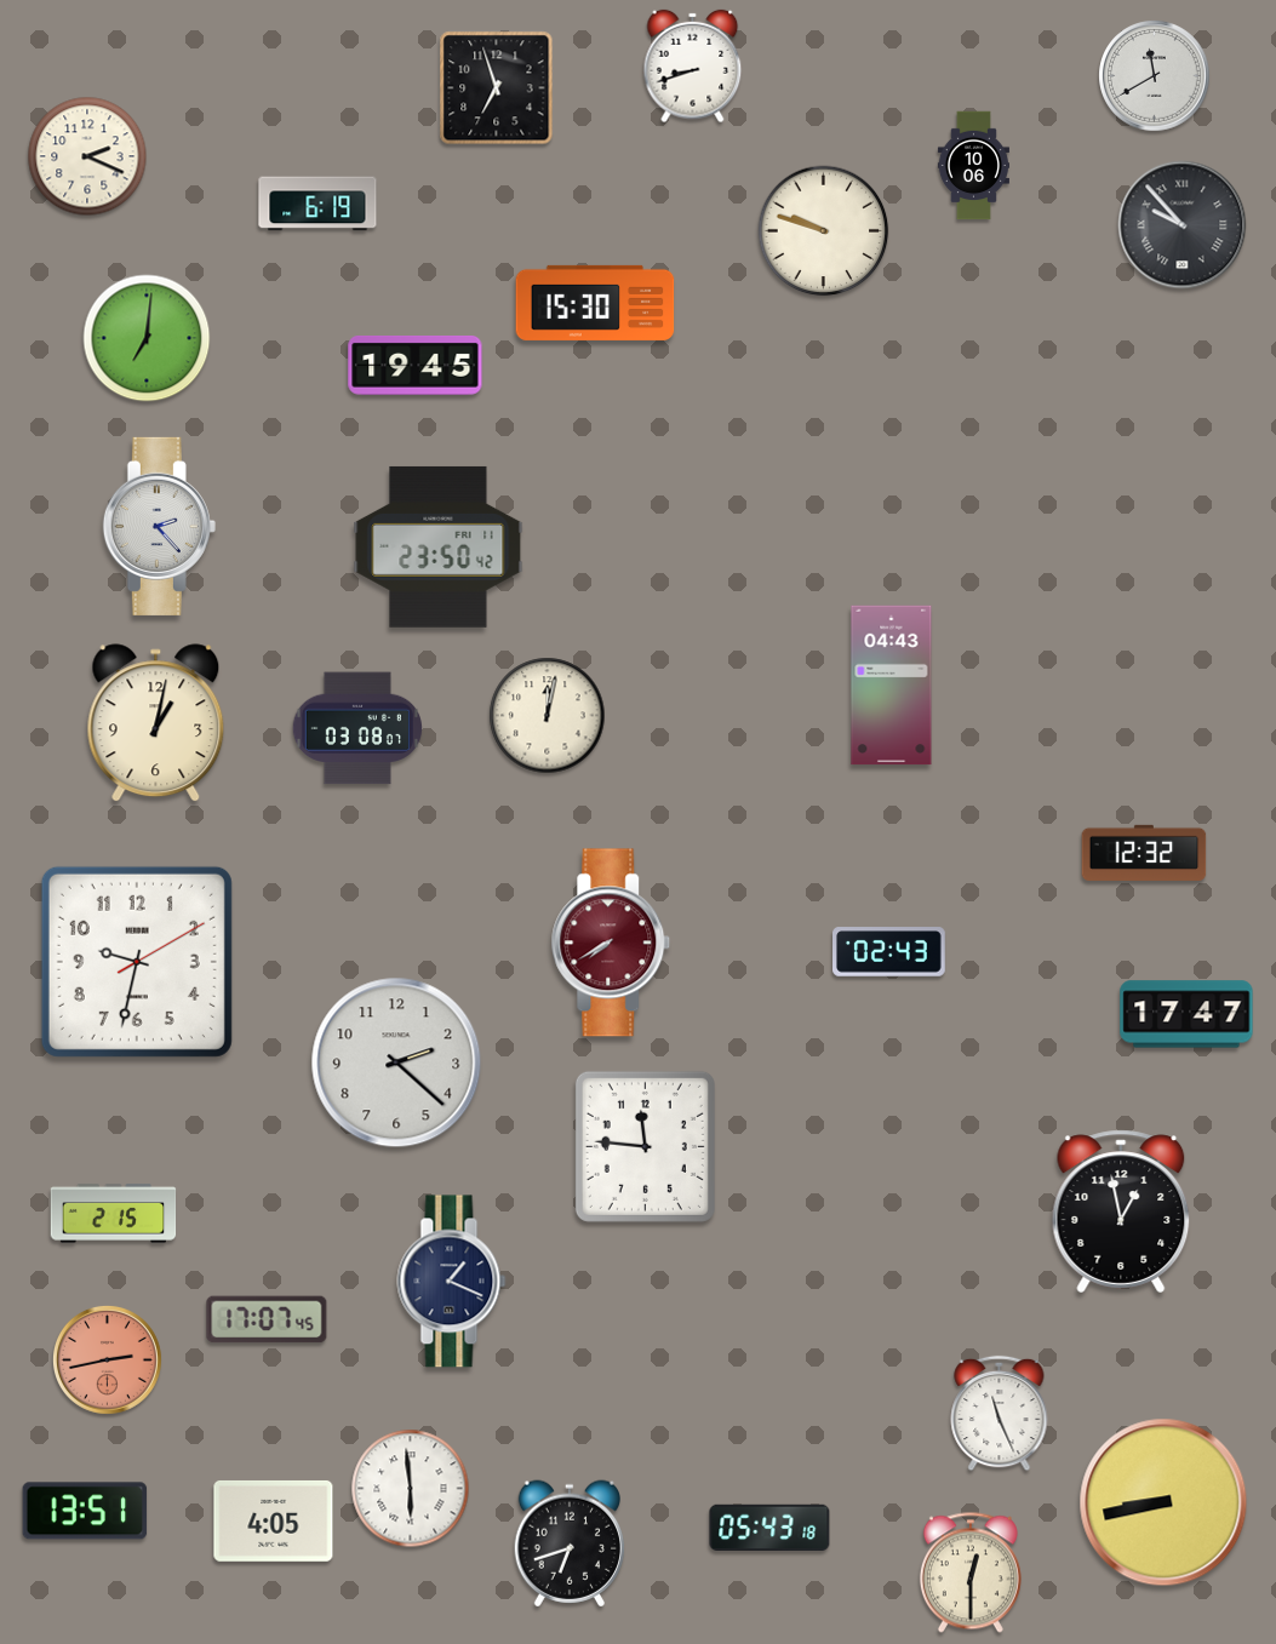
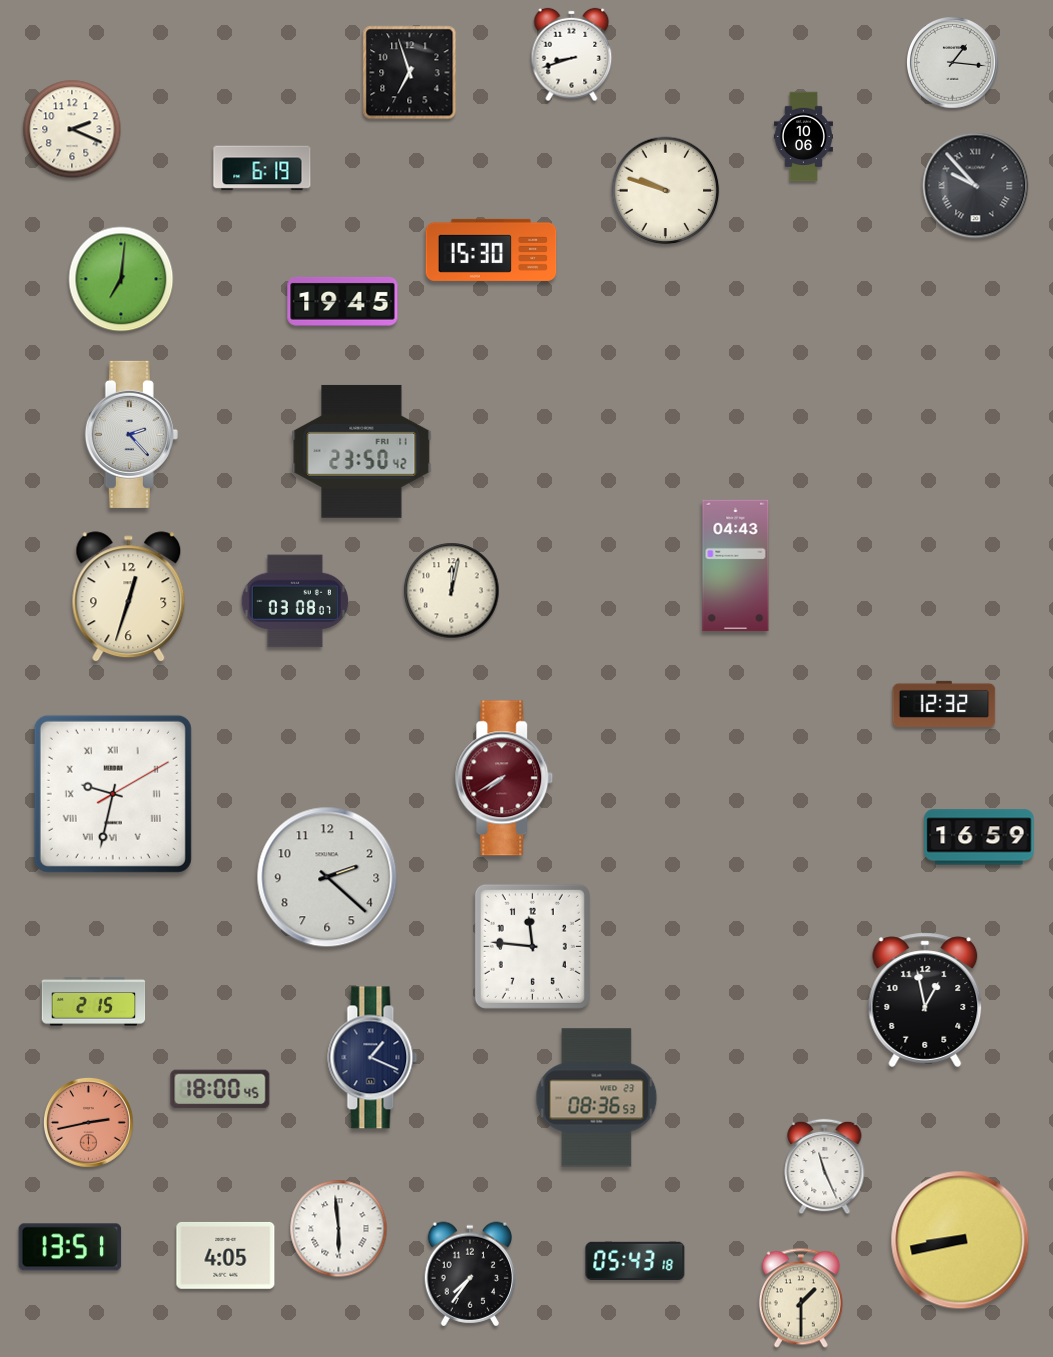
clock at (1155, 76): 11:40 -> 1:16
clock at (824, 231) position: (824, 231) -> (666, 191)
clock at (156, 723): 1:02 -> 12:33
clock at (889, 952): 02:43 -> none
clock at (137, 962) numerals: Arabic -> Roman
clock at (1186, 1014): 17:47 -> 16:59
clock at (267, 1319): 17:07 -> 18:00
clock at (597, 1098): none -> 08:36
clock at (568, 1543): 6:42 -> 7:36
clock at (971, 1573): 12:30 -> 1:30
